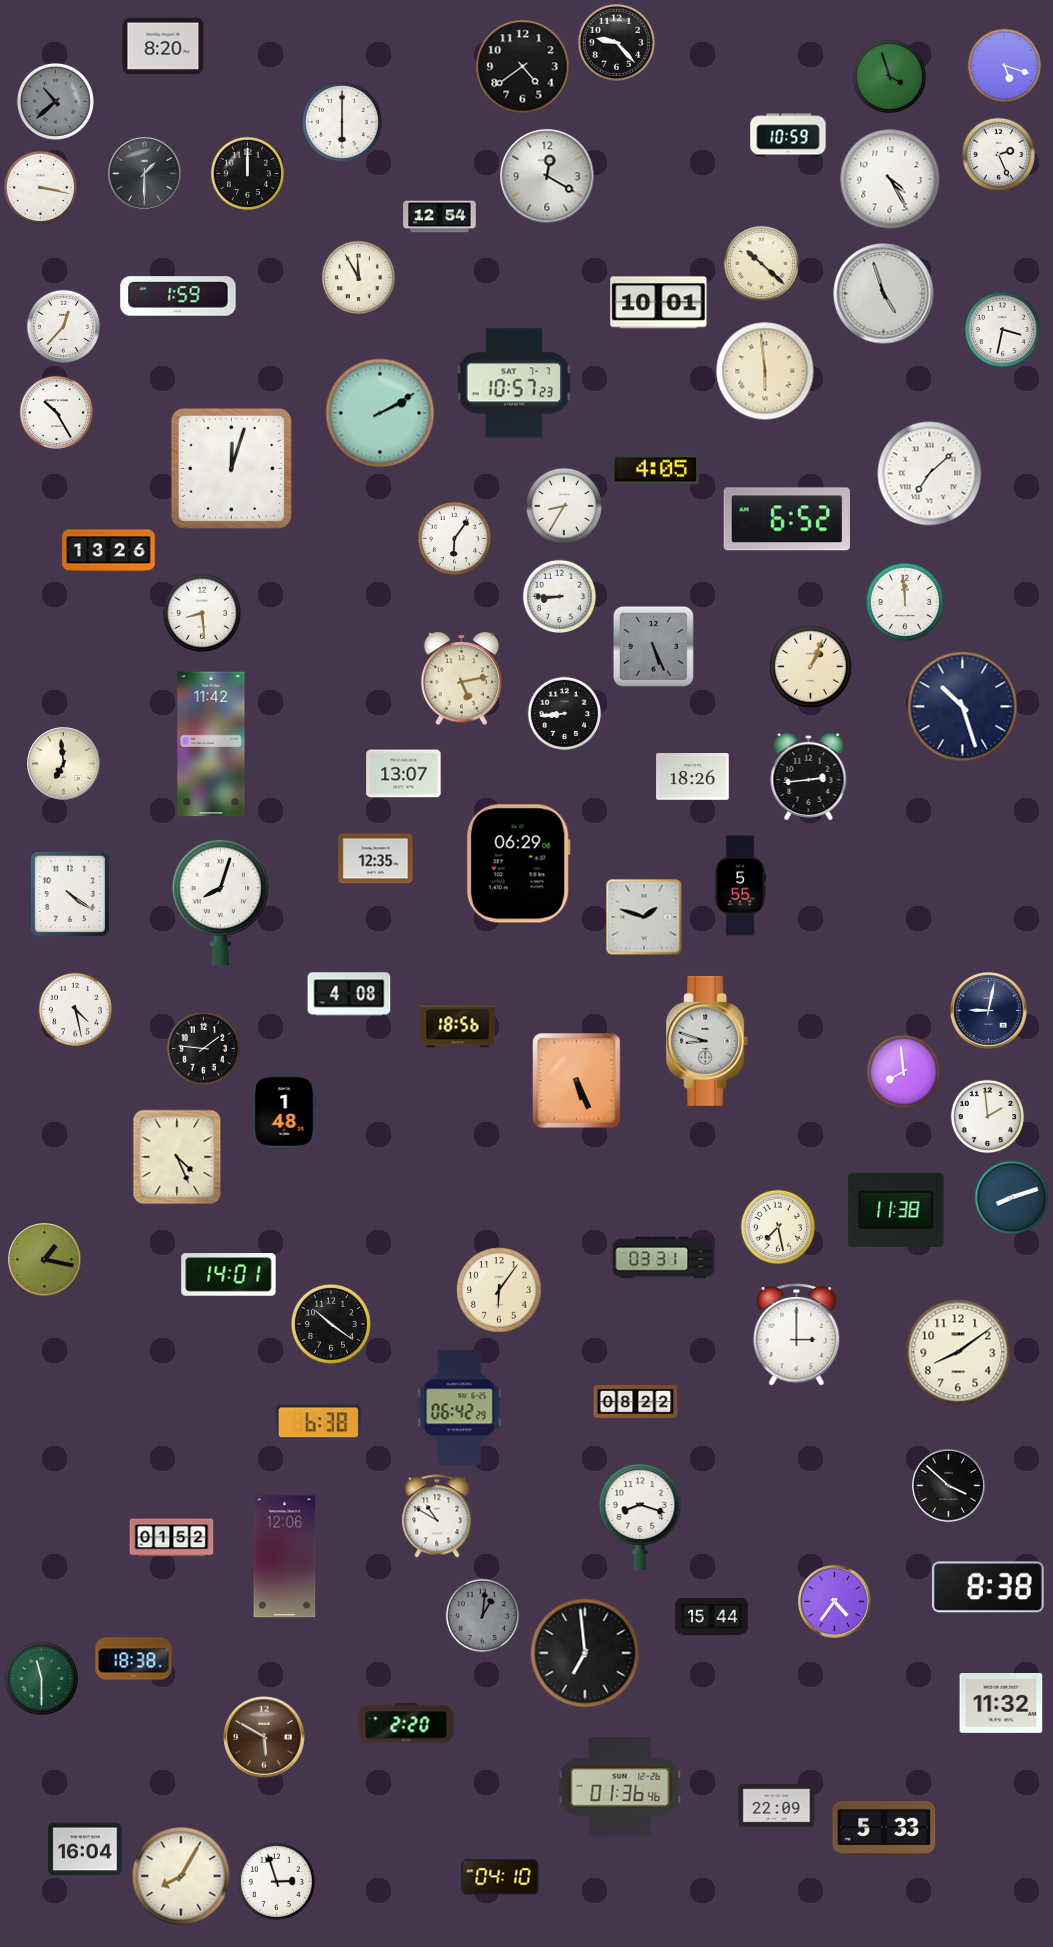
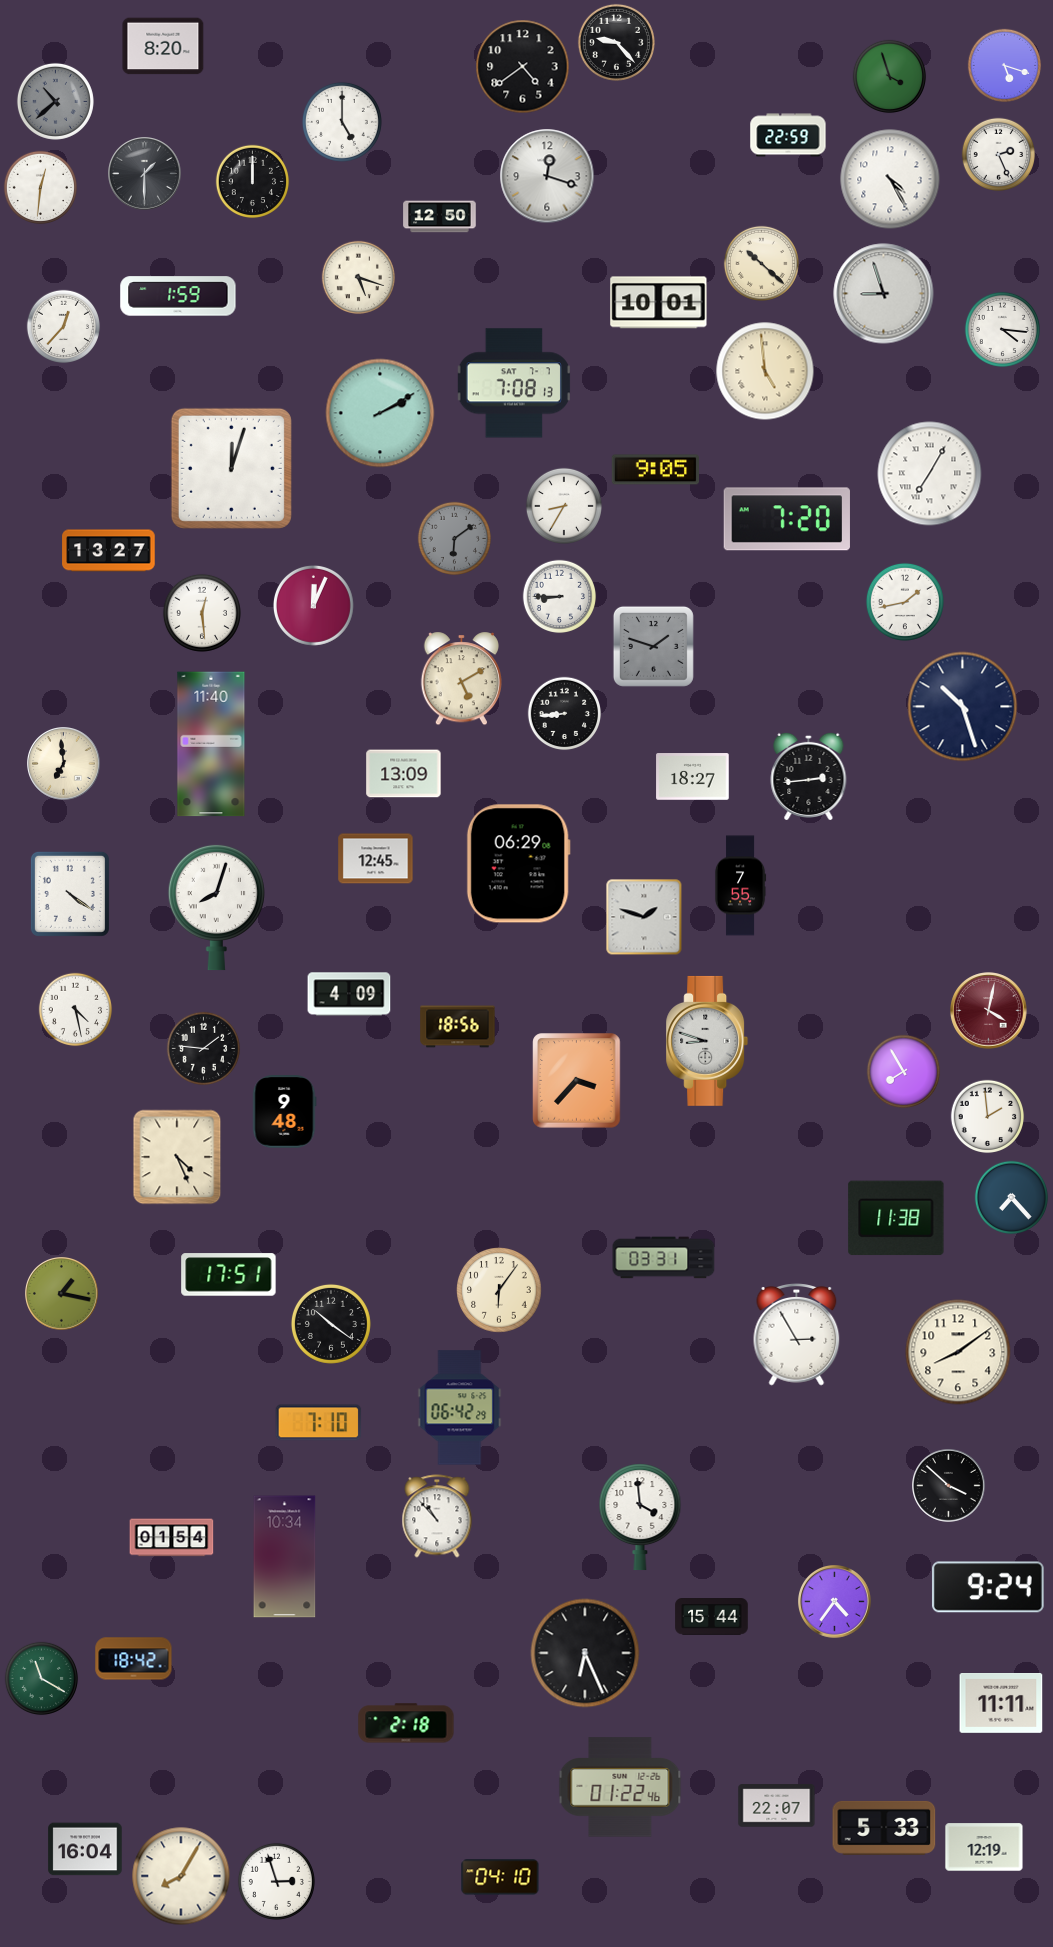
clock at (342, 122): 6:00 -> 5:00
clock at (788, 135): 10:59 -> 22:59
clock at (248, 174) position: (248, 174) -> (253, 182)
clock at (547, 176): 12:20 -> 12:18
clock at (41, 188): 3:17 -> 12:31
clock at (440, 217): 12:54 -> 12:50
clock at (359, 278): 11:55 -> 5:18
clock at (884, 294): 4:57 -> 8:57
clock at (1002, 329): 3:32 -> 4:16
clock at (765, 371): 5:59 -> 4:59
clock at (513, 383): 10:57 -> 7:08
clock at (57, 413): 10:25 -> none
clock at (655, 470): 4:05 -> 9:05
clock at (930, 474): 7:08 -> 7:05
clock at (787, 519): 6:52 -> 7:20
clock at (455, 539): 6:06 -> 6:09
clock at (455, 539) dial: white -> grey
clock at (109, 551): 13:26 -> 13:27
clock at (905, 602): 11:59 -> 1:43
clock at (313, 605): none -> 12:04
clock at (202, 613): 8:29 -> 12:29
clock at (653, 646): 5:26 -> 1:48
clock at (811, 667): 1:04 -> none
clock at (461, 679): 5:13 -> 5:10
clock at (211, 744): 11:42 -> 11:40
clock at (404, 774): 13:07 -> 13:09
clock at (693, 777): 18:26 -> 18:27
clock at (376, 859): 12:35 -> 12:45
clock at (740, 886): 5:55 -> 7:55
clock at (220, 902) position: (220, 902) -> (216, 907)
clock at (349, 994): 4:08 -> 4:09
clock at (989, 1011): 9:02 -> 4:02
clock at (989, 1011) dial: navy -> burgundy
clock at (904, 1072): 7:59 -> 7:55
clock at (577, 1081): 5:26 -> 3:37
clock at (284, 1112): 1:48 -> 9:48
clock at (1012, 1198): 8:12 -> 7:23
clock at (896, 1210) position: (896, 1210) -> (896, 1218)
clock at (777, 1226): 7:28 -> none
clock at (45, 1260) position: (45, 1260) -> (62, 1294)
clock at (229, 1275): 14:01 -> 17:51
clock at (797, 1335): 3:00 -> 2:55
clock at (636, 1401): 08:22 -> none
clock at (319, 1423): 6:38 -> 7:10
clock at (437, 1516): 10:50 -> 10:53
clock at (640, 1517): 8:18 -> 3:59
clock at (172, 1538): 01:52 -> 01:54
clock at (285, 1557): 12:06 -> 10:34
clock at (988, 1587): 8:38 -> 9:24
clock at (483, 1616): 1:01 -> none
clock at (585, 1653): 6:59 -> 6:26
clock at (134, 1659): 18:38 -> 18:42
clock at (42, 1679): 11:30 -> 11:20
clock at (1001, 1704): 11:32 -> 11:11
clock at (406, 1723): 2:20 -> 2:18
clock at (264, 1737): 5:50 -> none
clock at (620, 1787): 01:36 -> 01:22
clock at (777, 1806): 22:09 -> 22:07
clock at (984, 1847): none -> 12:19
